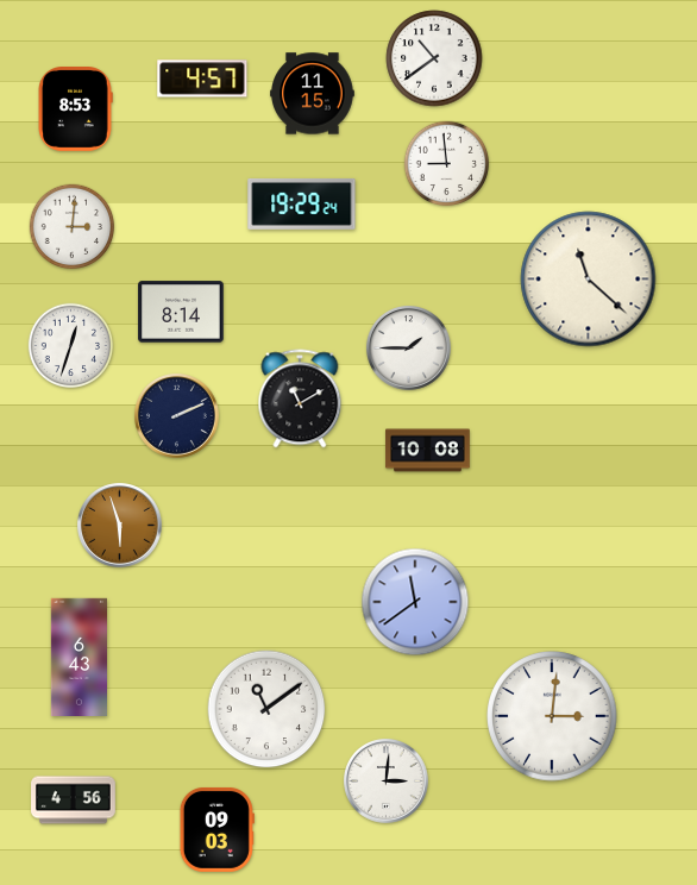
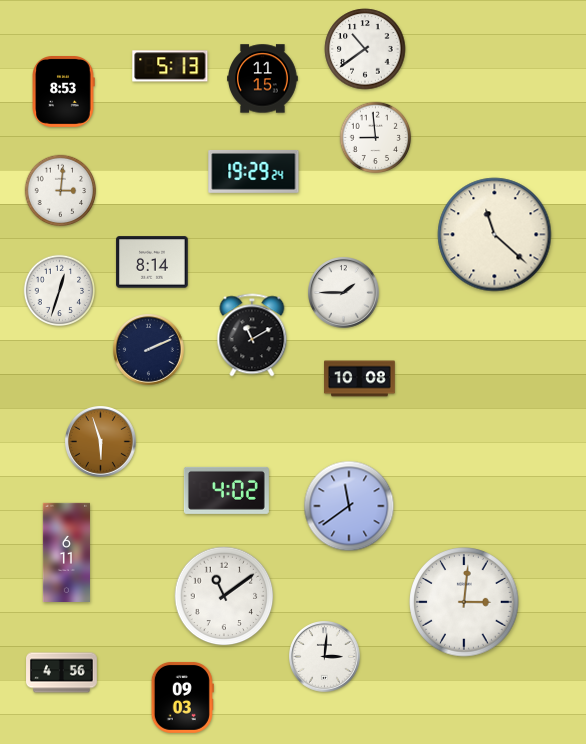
clock at (202, 79): 4:57 -> 5:13
clock at (226, 490): none -> 4:02
clock at (79, 657): 6:43 -> 6:11
